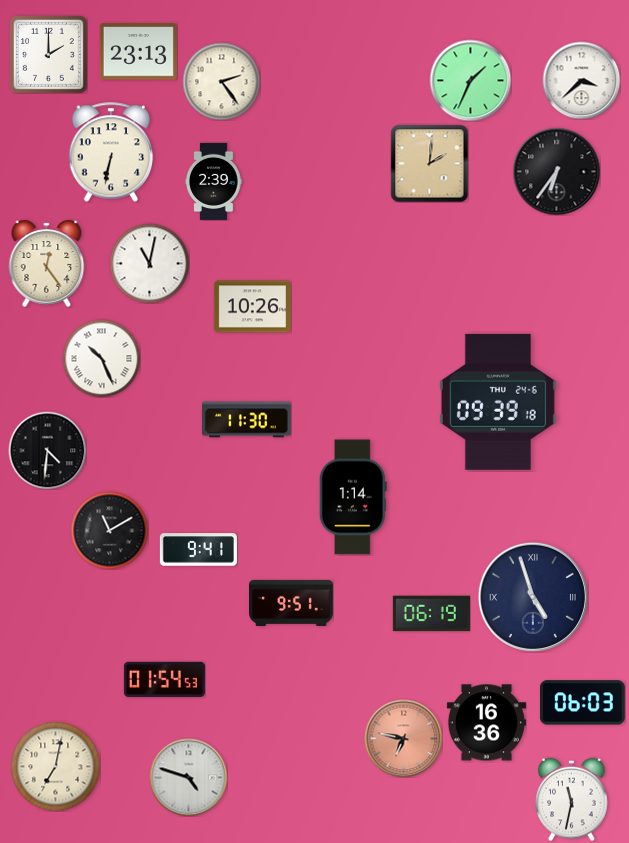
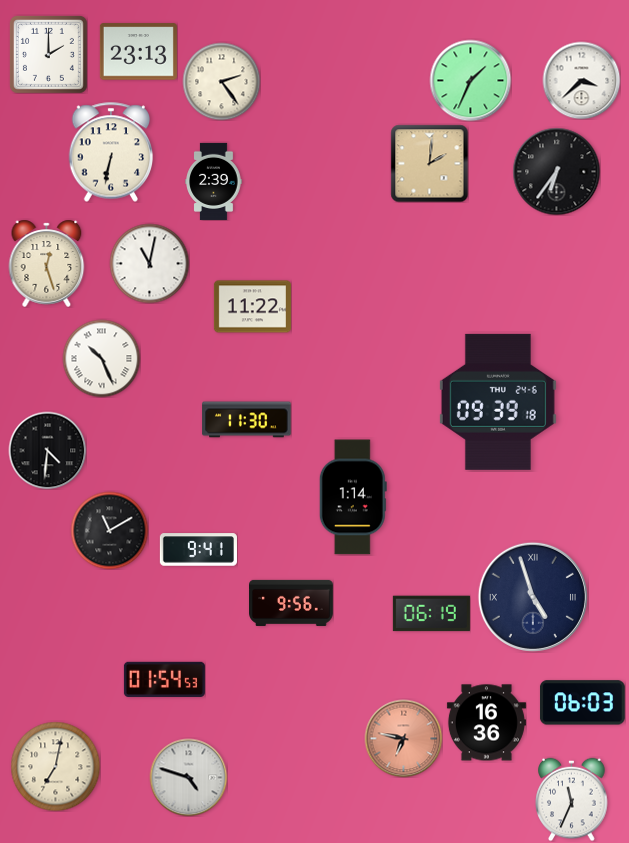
clock at (47, 263): 12:24 -> 12:27
clock at (252, 307): 10:26 -> 11:22
clock at (292, 603): 9:51 -> 9:56
clock at (572, 799): 11:32 -> 11:34
